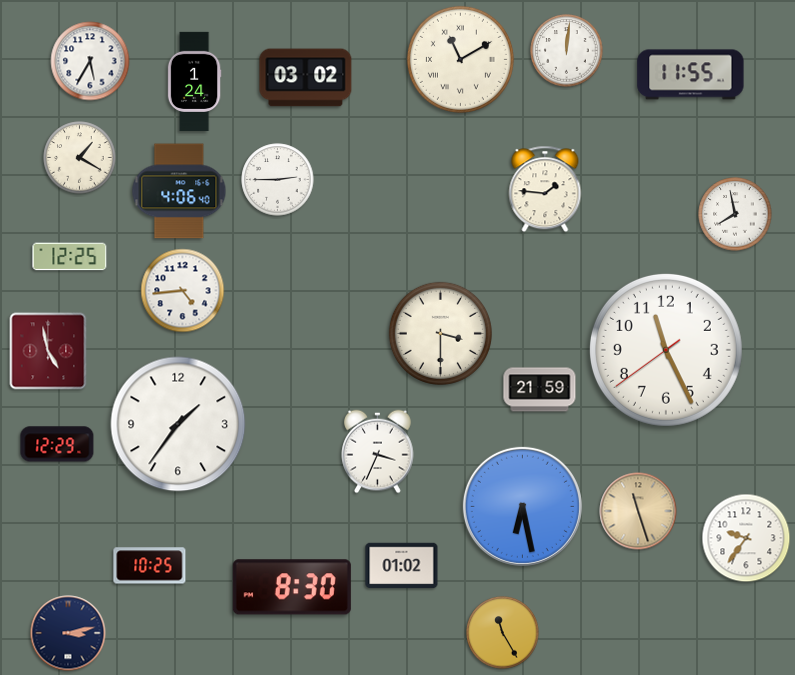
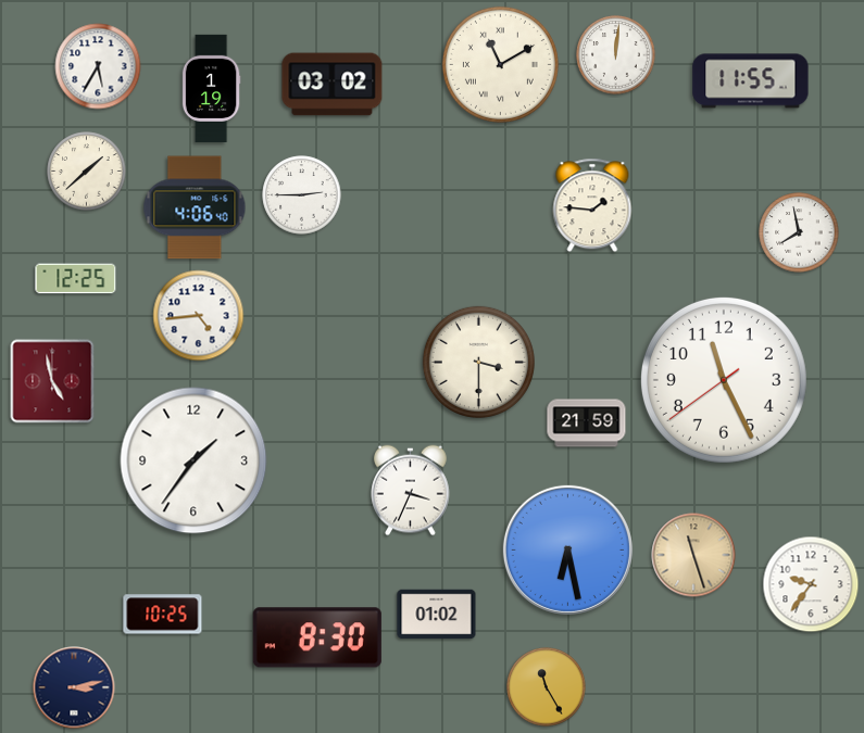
clock at (194, 81): 1:24 -> 1:19
clock at (80, 158): 1:20 -> 1:38
clock at (57, 444): 12:29 -> none
